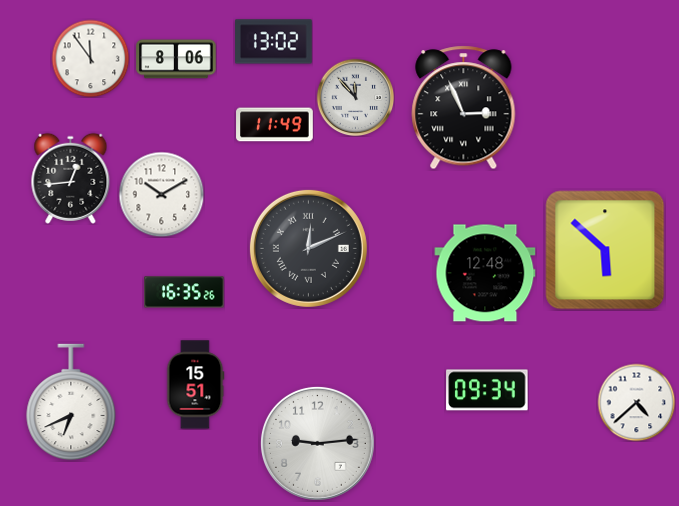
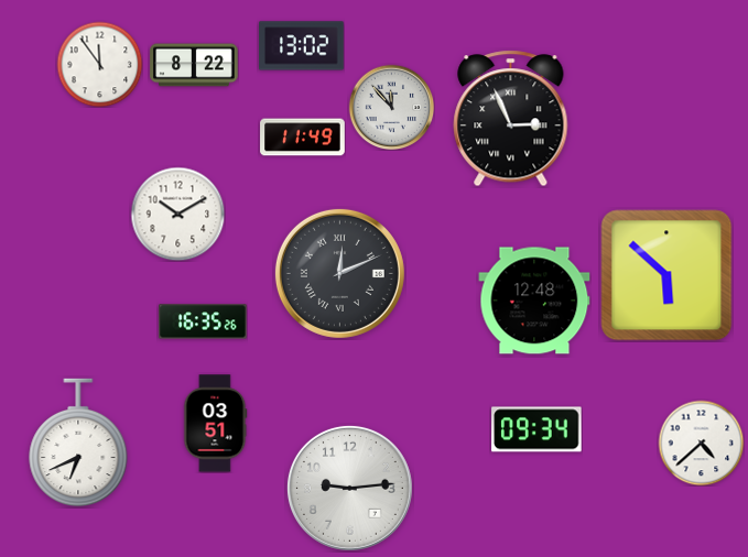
clock at (176, 59): 8:06 -> 8:22
clock at (71, 178): 12:44 -> none
clock at (195, 385): 15:51 -> 03:51
